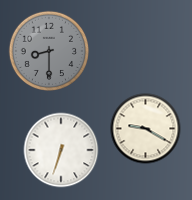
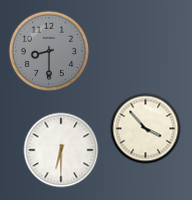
clock at (146, 129): 9:20 -> 3:53
clock at (61, 150): 6:33 -> 6:30
